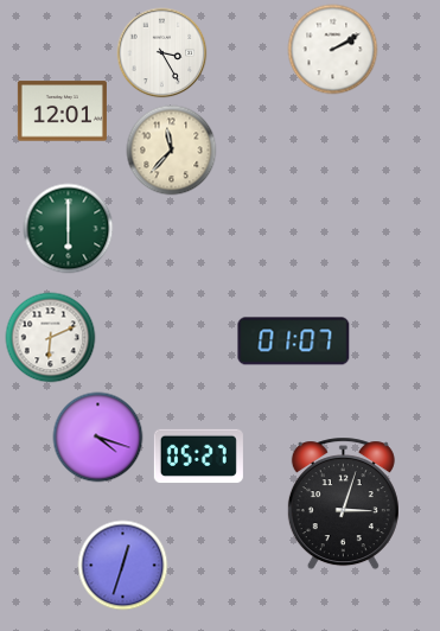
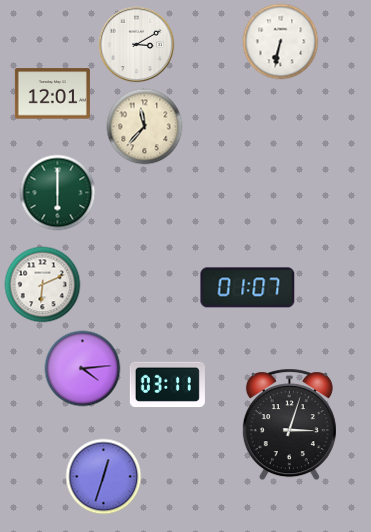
clock at (333, 50): 2:10 -> 6:32
clock at (162, 53): 3:25 -> 3:10
clock at (98, 438): 4:18 -> 4:14
clock at (198, 457): 05:27 -> 03:11
